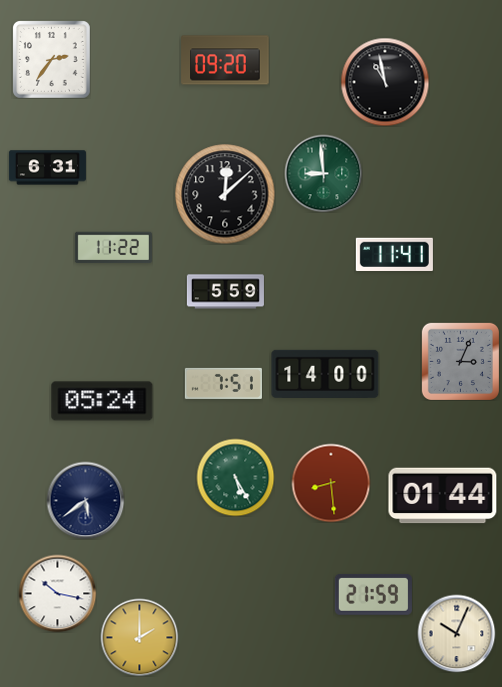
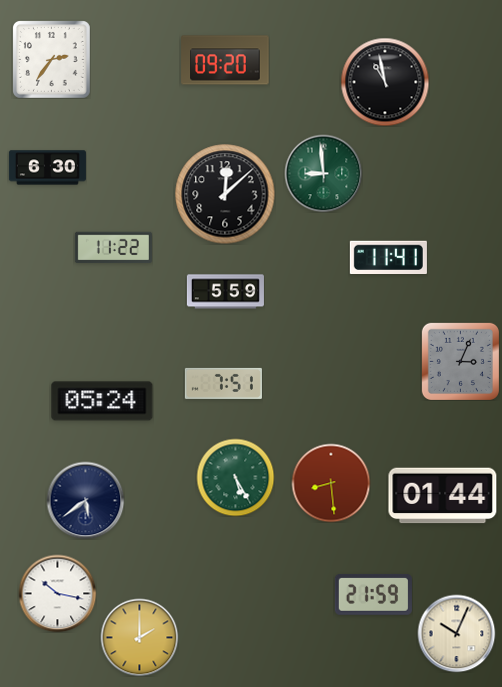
clock at (47, 168): 6:31 -> 6:30
clock at (394, 255) position: (394, 255) -> (388, 258)
clock at (325, 374): 14:00 -> none
